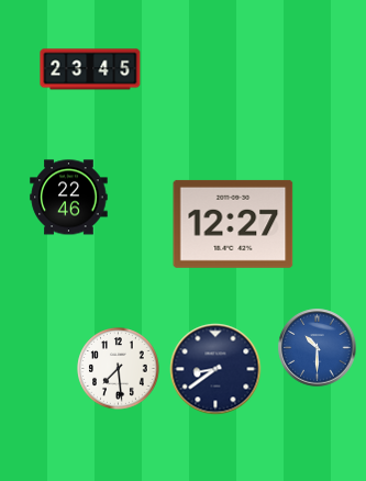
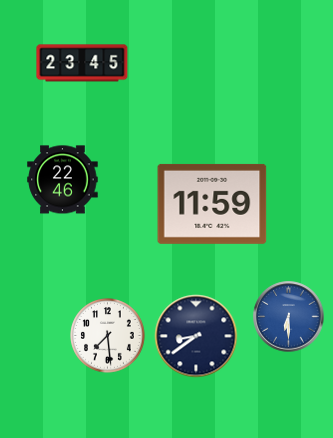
clock at (233, 224): 12:27 -> 11:59
clock at (318, 348): 10:30 -> 6:30
